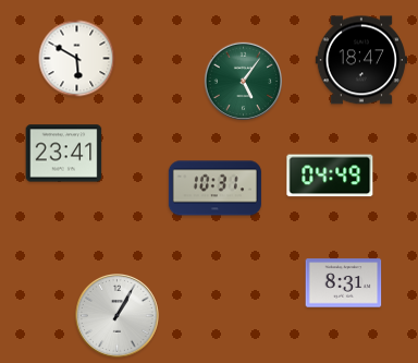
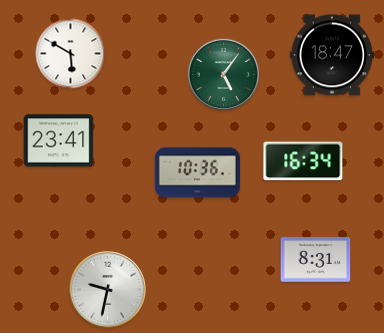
clock at (330, 176): 04:49 -> 16:34
clock at (214, 189): 10:31 -> 10:36
clock at (118, 316): 1:05 -> 9:32
